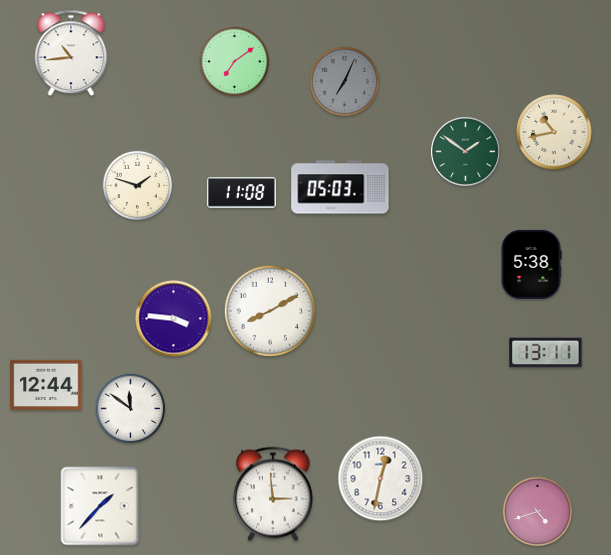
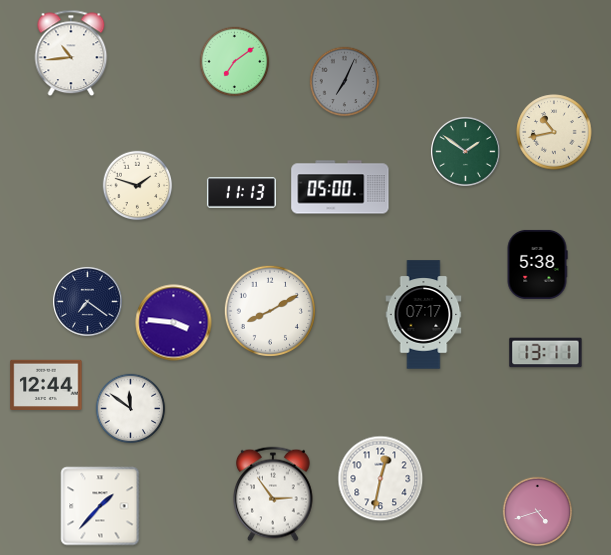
clock at (340, 187): 05:03 -> 05:00
clock at (241, 193): 11:08 -> 11:13
clock at (531, 264) position: (531, 264) -> (537, 264)
clock at (88, 302): none -> 7:21
clock at (424, 315): none -> 07:17
clock at (174, 319) position: (174, 319) -> (174, 323)
clock at (274, 494): 2:59 -> 2:54
